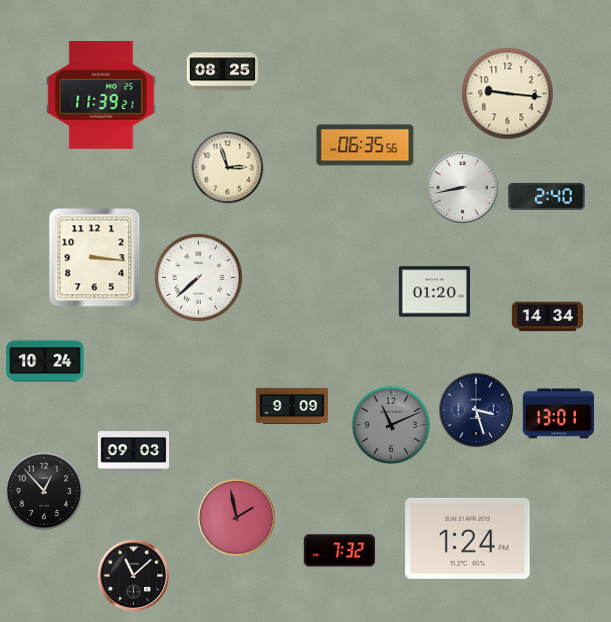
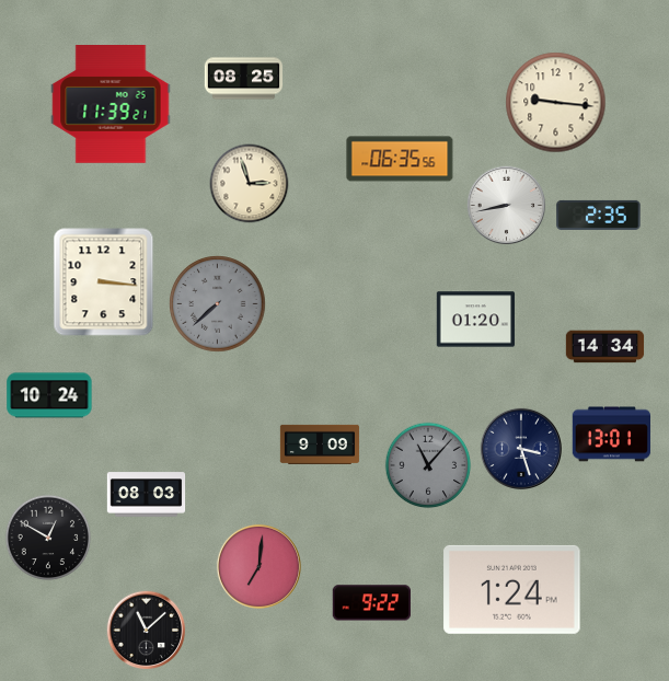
clock at (547, 196): 2:40 -> 2:35
clock at (199, 278) dial: white -> grey
clock at (548, 317) position: (548, 317) -> (605, 347)
clock at (558, 414) position: (558, 414) -> (611, 435)
clock at (391, 425): 11:11 -> 11:07
clock at (134, 452): 09:03 -> 08:03
clock at (44, 491): 12:53 -> 12:50
clock at (236, 517): 1:58 -> 7:01
clock at (339, 551): 7:32 -> 9:22
